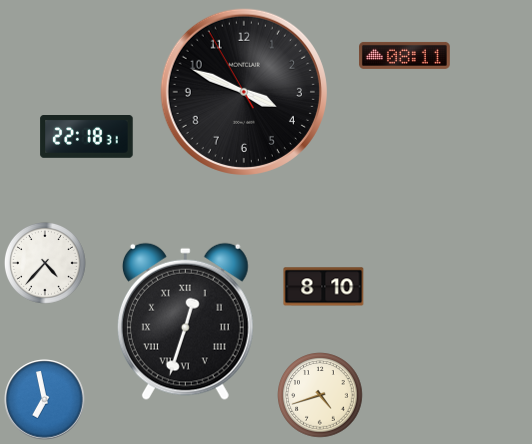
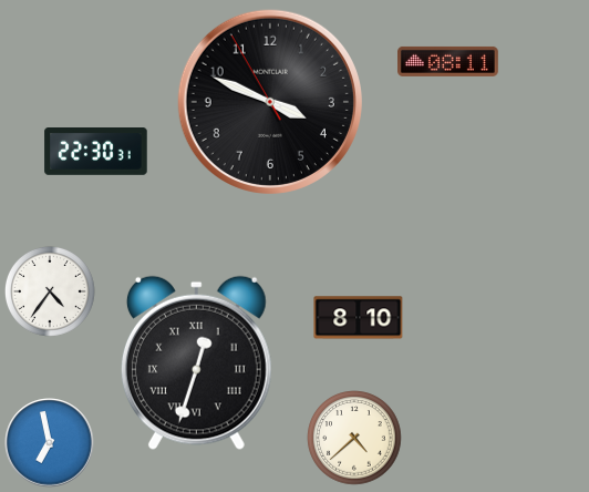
clock at (87, 137): 22:18 -> 22:30
clock at (45, 263): 4:37 -> 4:36
clock at (185, 321) position: (185, 321) -> (196, 362)
clock at (320, 395): 4:42 -> 4:38
